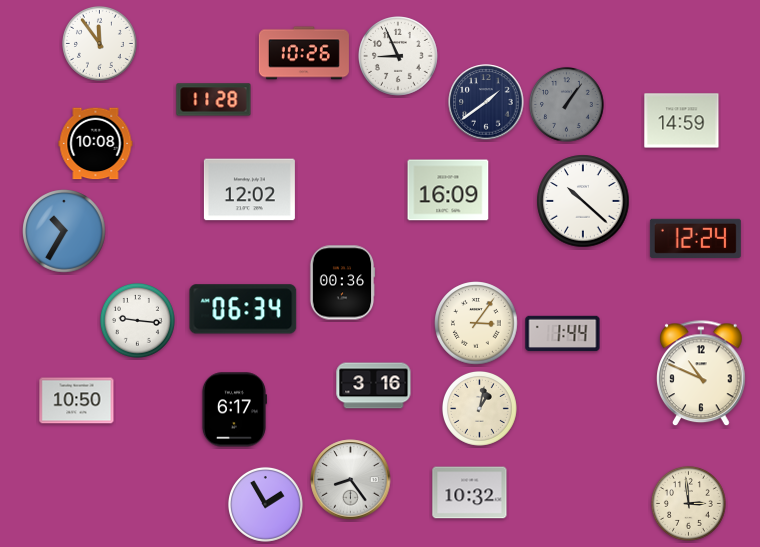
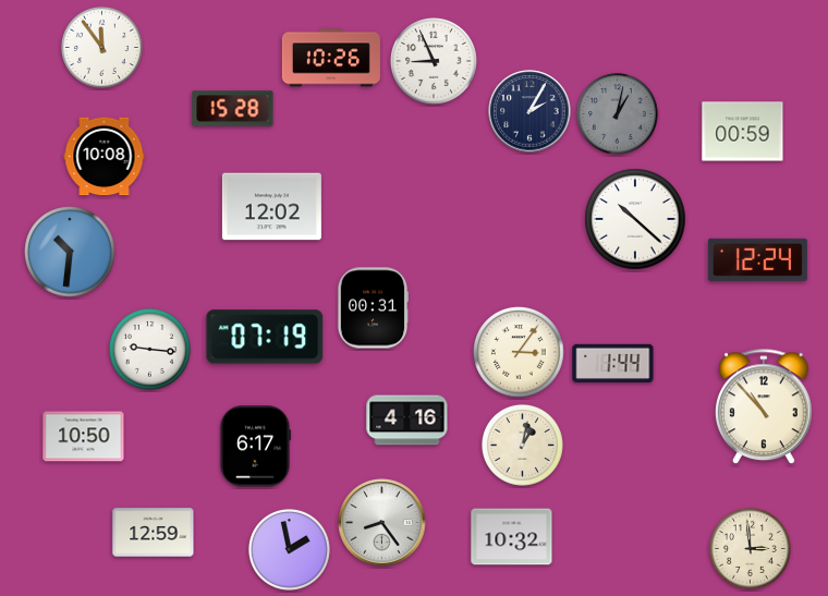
clock at (99, 43) position: (99, 43) -> (101, 47)
clock at (214, 100): 11:28 -> 15:28
clock at (486, 102): 1:39 -> 2:05
clock at (566, 104): 1:06 -> 1:02
clock at (682, 121): 14:59 -> 00:59
clock at (448, 190): 16:09 -> none
clock at (64, 231): 10:35 -> 10:31
clock at (342, 283): 00:36 -> 00:31
clock at (243, 309): 06:34 -> 07:19
clock at (702, 374): 10:49 -> 10:53
clock at (374, 386): 3:16 -> 4:16
clock at (154, 533): none -> 12:59
clock at (265, 504): 1:55 -> 1:58
